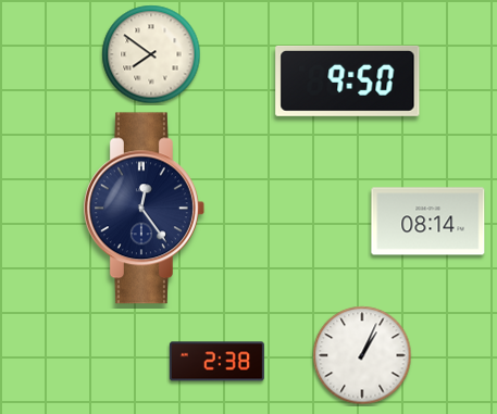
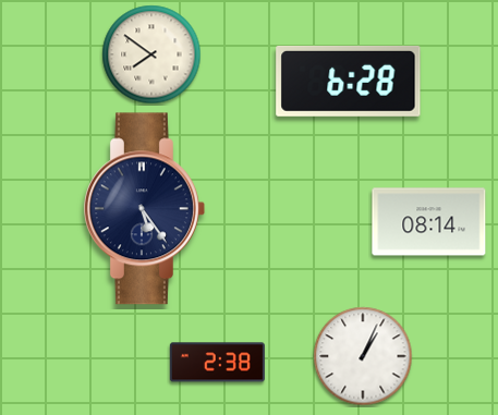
clock at (348, 80): 9:50 -> 6:28
clock at (144, 209): 12:24 -> 5:24
